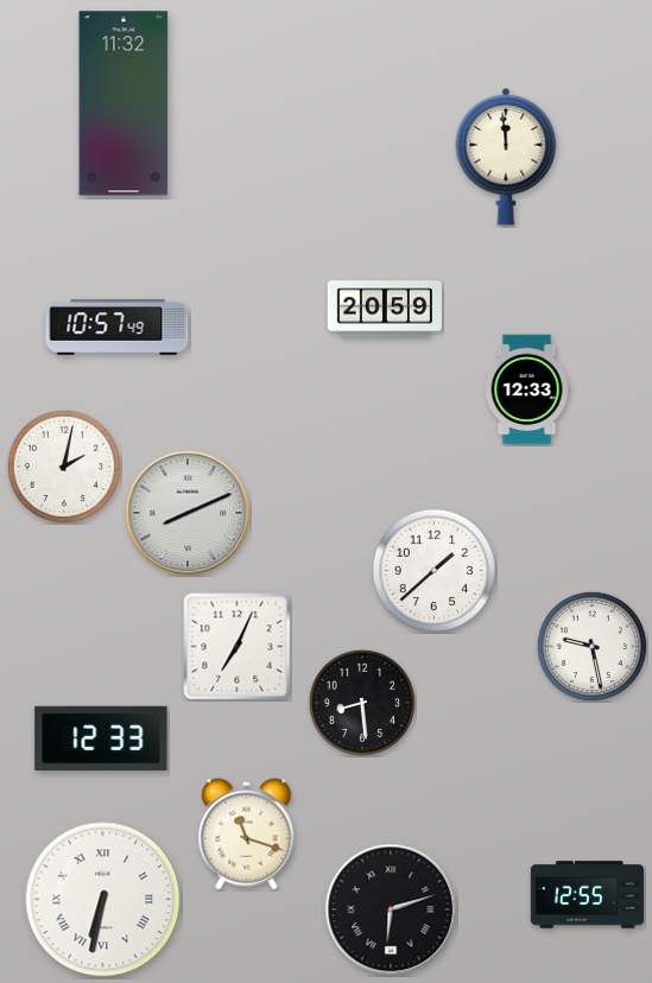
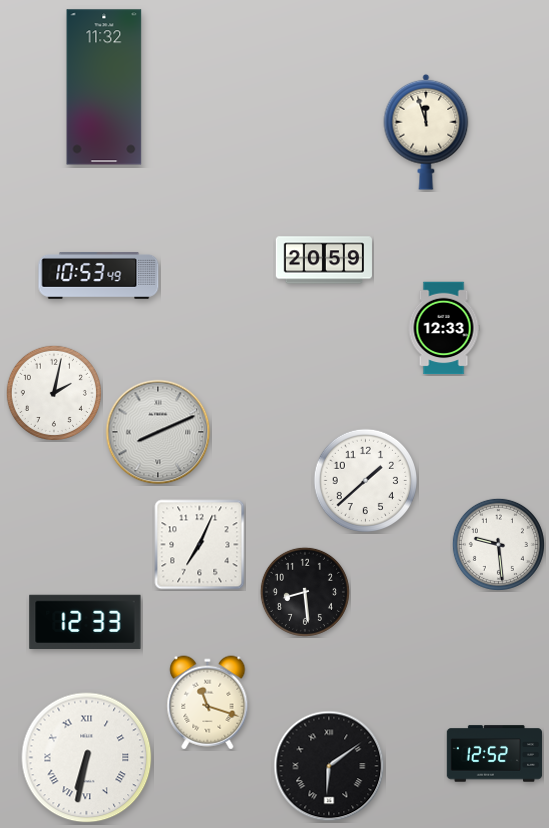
clock at (506, 157): 11:59 -> 11:57
clock at (118, 328): 10:57 -> 10:53
clock at (591, 646): 9:28 -> 9:29
clock at (588, 895): 12:55 -> 12:52
clock at (391, 909): 6:12 -> 6:09
